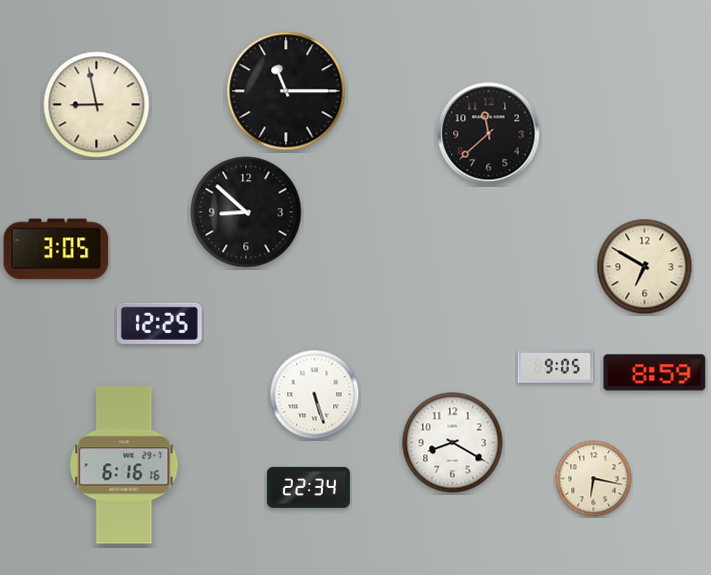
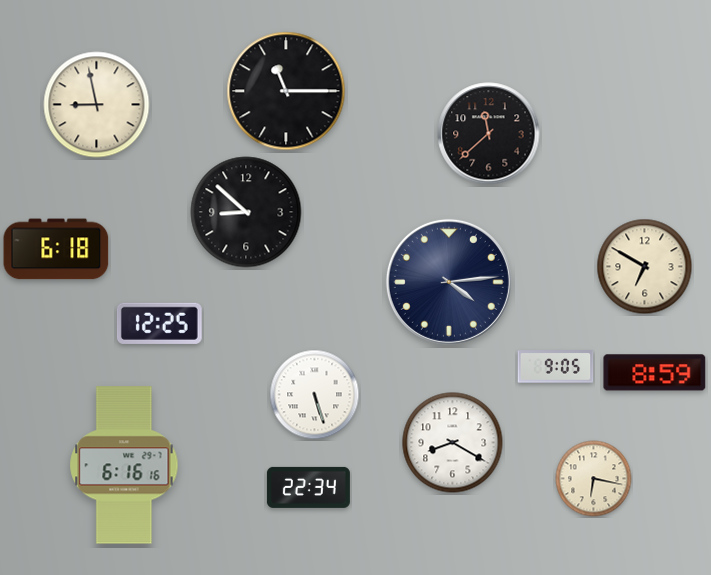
clock at (56, 249): 3:05 -> 6:18
clock at (449, 282): none -> 4:14
